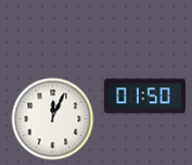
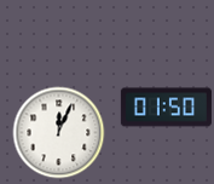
clock at (144, 97) position: (144, 97) -> (166, 108)
